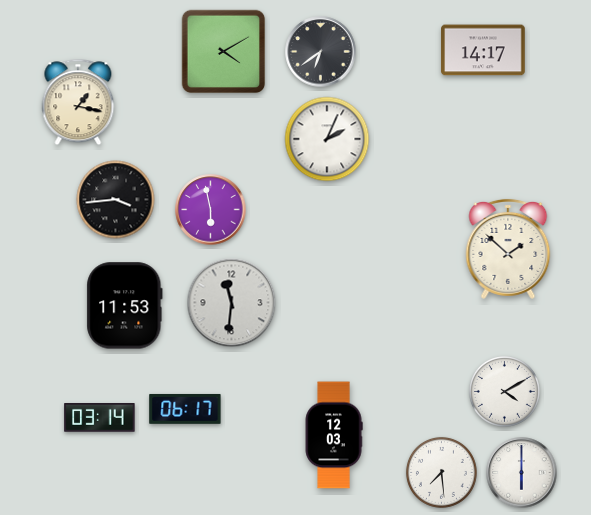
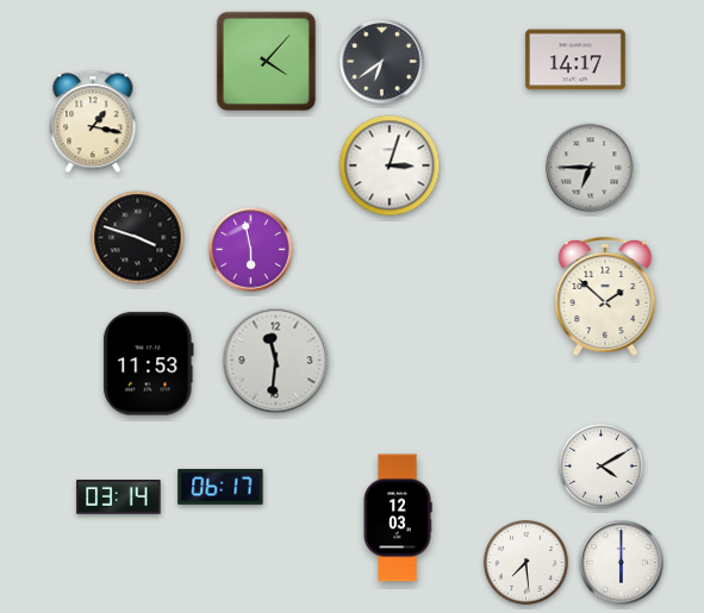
clock at (224, 52): 4:10 -> 4:07
clock at (327, 139): 2:04 -> 3:03
clock at (591, 168): none -> 6:45
clock at (116, 200): 3:44 -> 3:48
